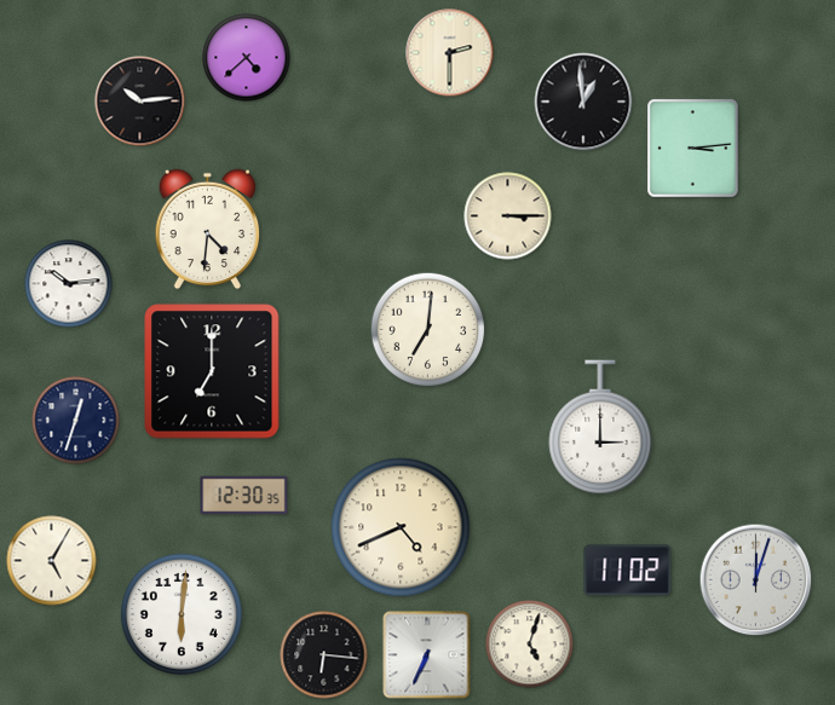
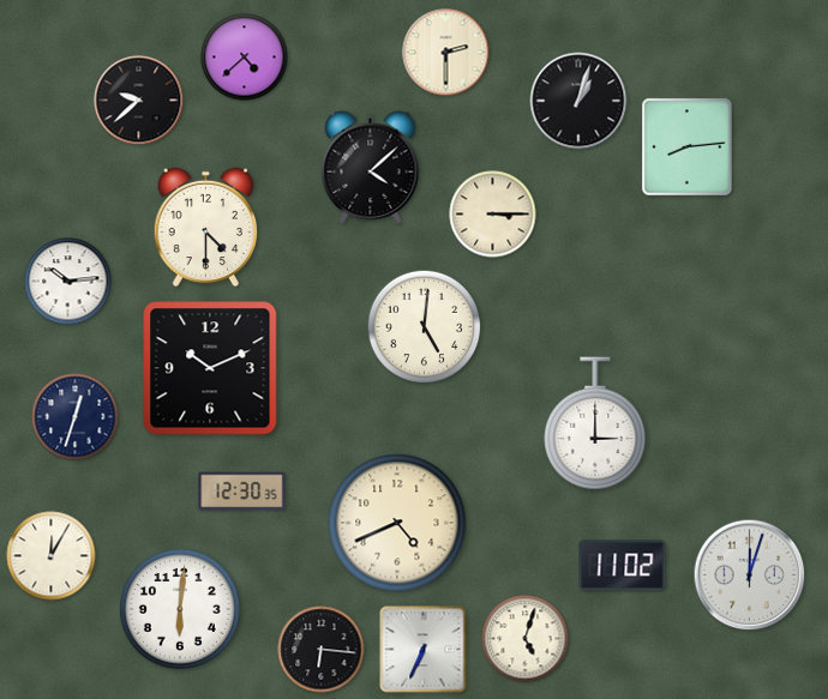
clock at (140, 102): 10:14 -> 9:38
clock at (583, 102): 12:59 -> 1:03
clock at (693, 149): 3:14 -> 8:14
clock at (371, 168): none -> 4:08
clock at (508, 216) position: (508, 216) -> (493, 215)
clock at (208, 230): 4:31 -> 4:30
clock at (428, 330): 7:01 -> 5:01
clock at (212, 371): 7:00 -> 10:11
clock at (52, 561): 5:05 -> 12:05
